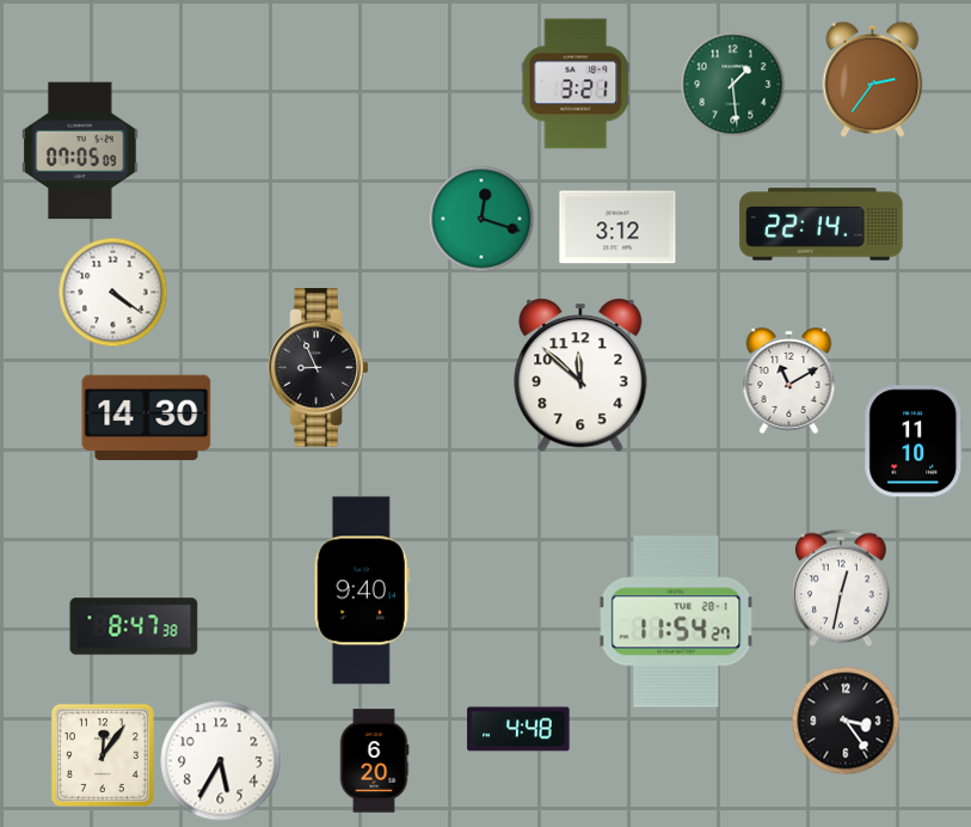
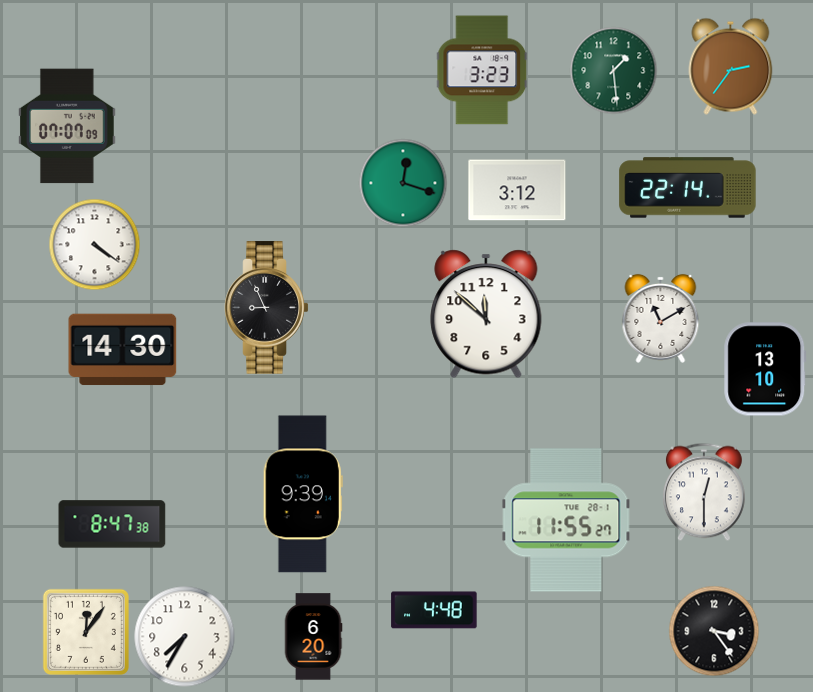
clock at (576, 84): 3:21 -> 3:23
clock at (80, 151): 07:05 -> 07:07
clock at (914, 441): 11:10 -> 13:10
clock at (842, 588): 12:32 -> 12:30
clock at (362, 590): 9:40 -> 9:39
clock at (676, 621): 11:54 -> 11:55
clock at (846, 721) position: (846, 721) -> (714, 631)
clock at (221, 761): 5:35 -> 7:35
